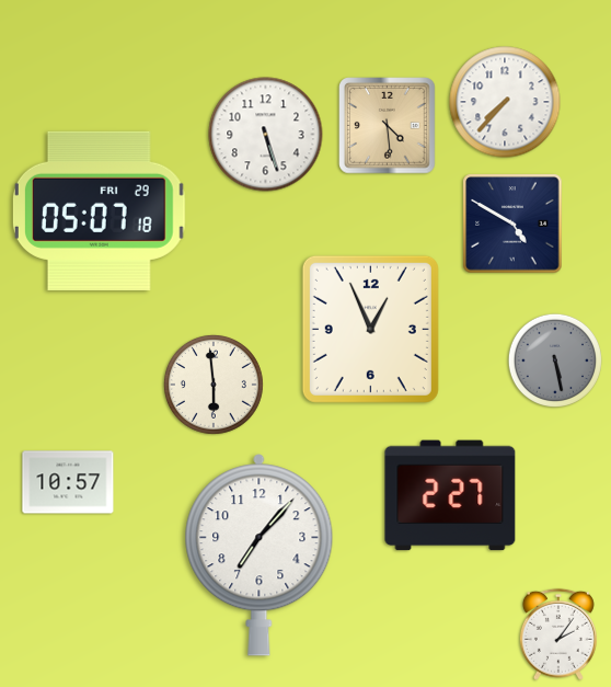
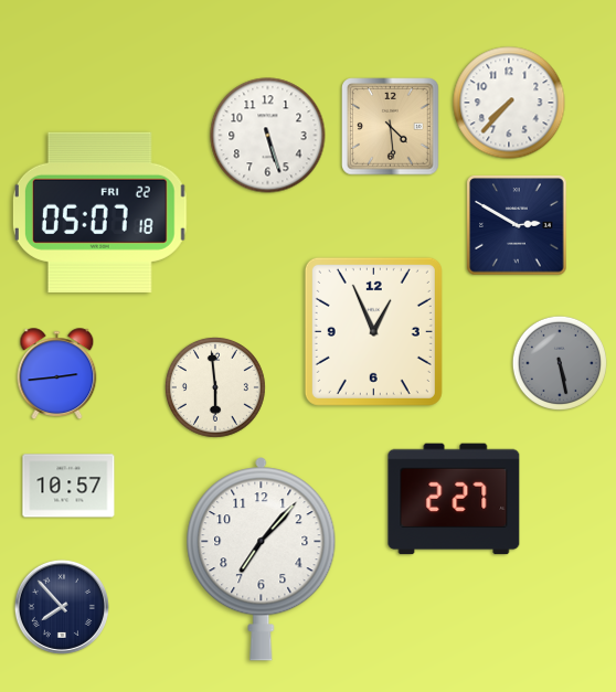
clock at (99, 210) date: FRI 29 -> FRI 22
clock at (512, 224): 4:50 -> 2:50
clock at (57, 373): none -> 2:44
clock at (62, 607): none -> 7:53
clock at (558, 634): 2:06 -> none
